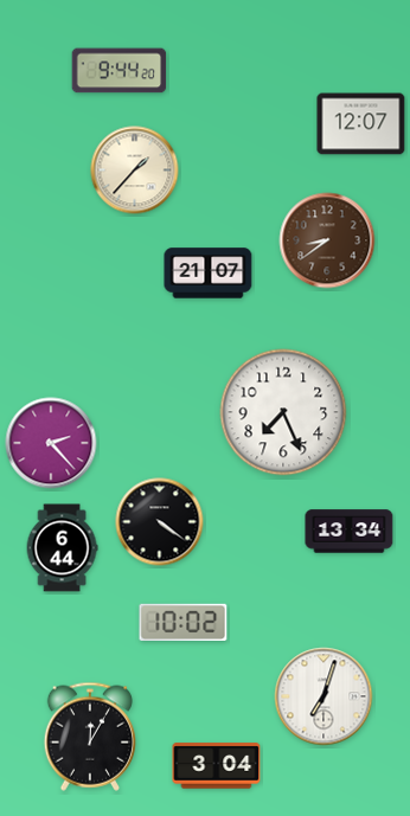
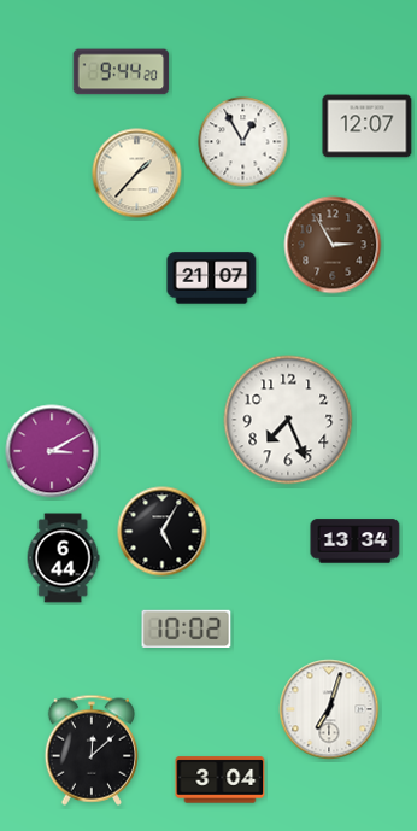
clock at (243, 142): none -> 12:55
clock at (327, 240): 8:39 -> 2:55
clock at (51, 443): 2:23 -> 3:10
clock at (160, 522): 4:21 -> 5:05
clock at (184, 623) position: (184, 623) -> (187, 630)
clock at (89, 737): 12:05 -> 12:08
